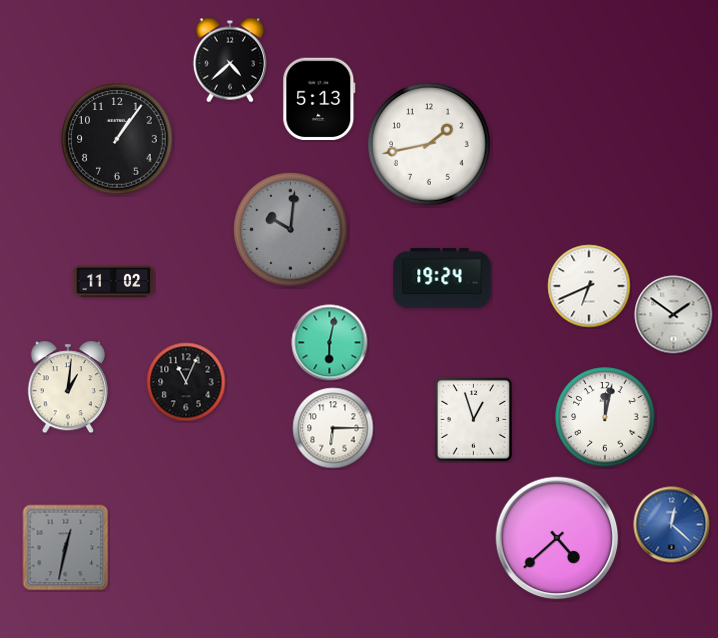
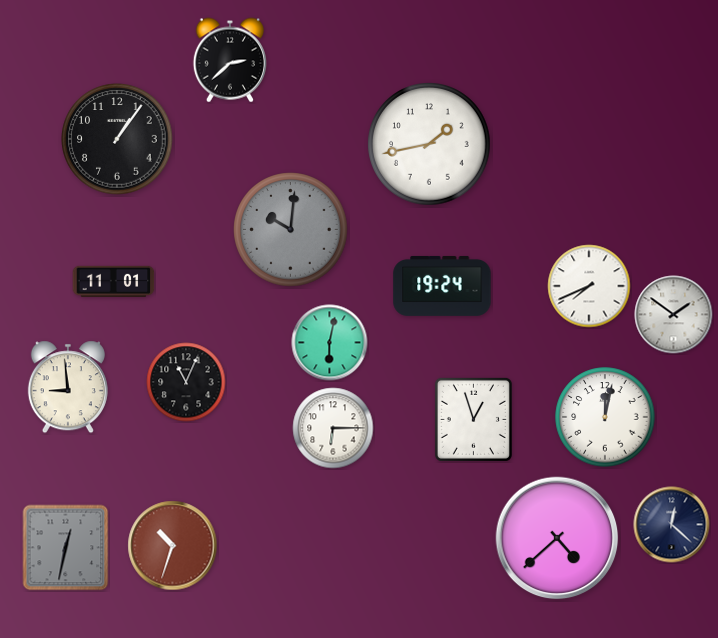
clock at (229, 60): 4:38 -> 2:38
clock at (319, 99): 5:13 -> none
clock at (442, 278) position: (442, 278) -> (442, 286)
clock at (114, 281): 11:02 -> 11:01
clock at (589, 286): 6:41 -> 7:41
clock at (68, 387): 1:01 -> 8:59
clock at (672, 525) dial: blue -> navy
clock at (173, 546): none -> 10:33
